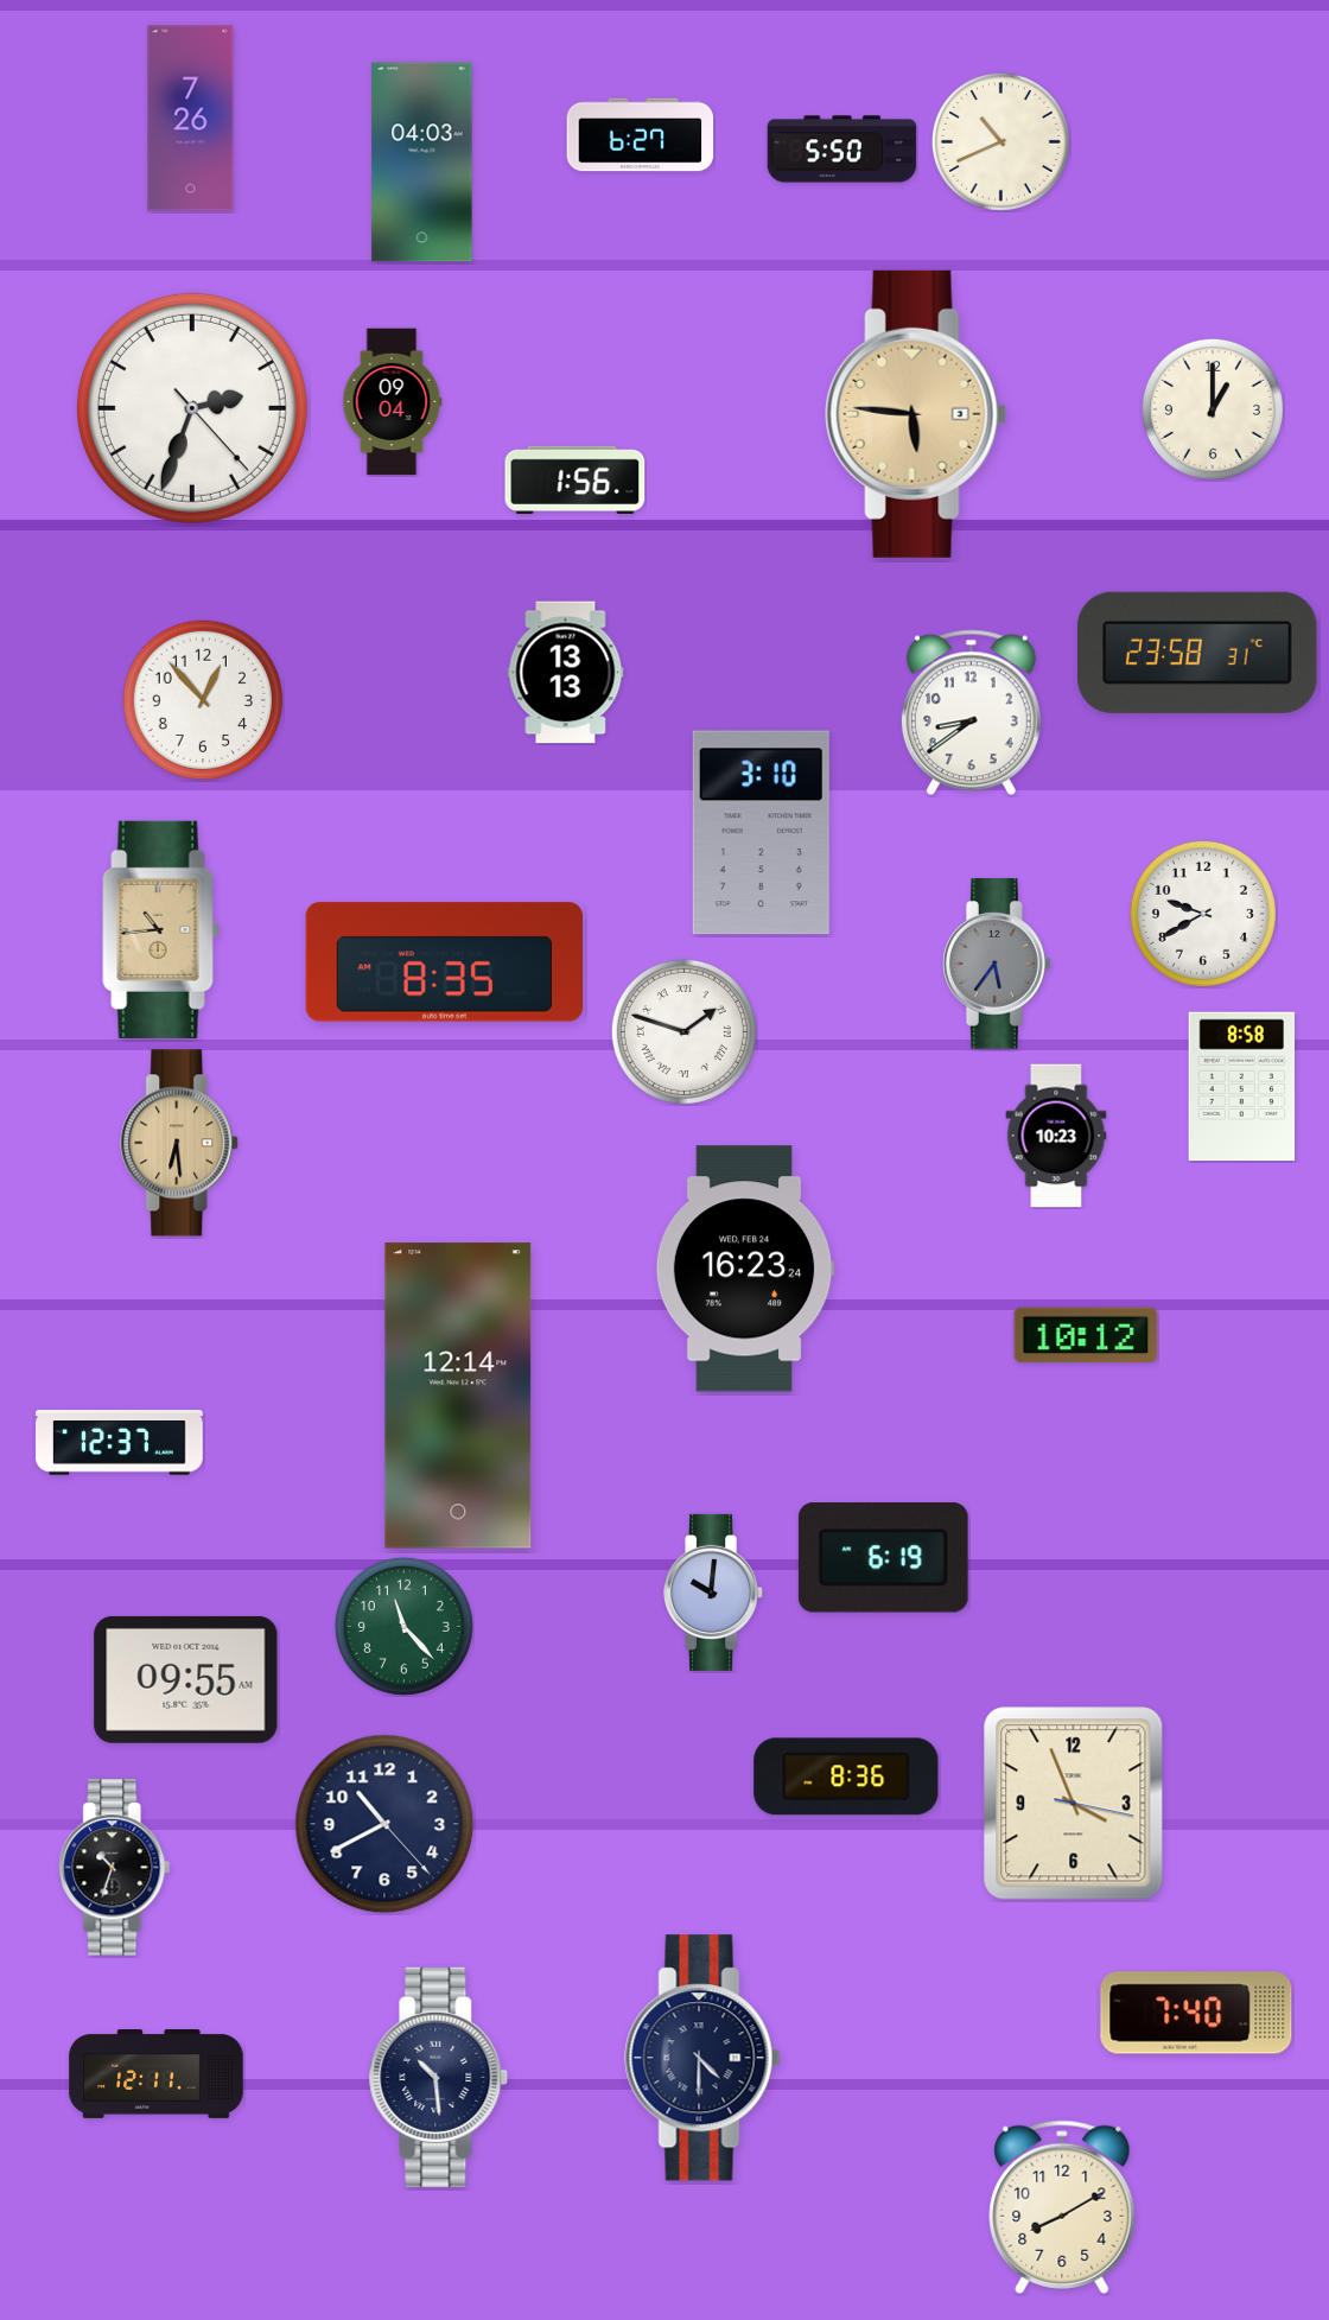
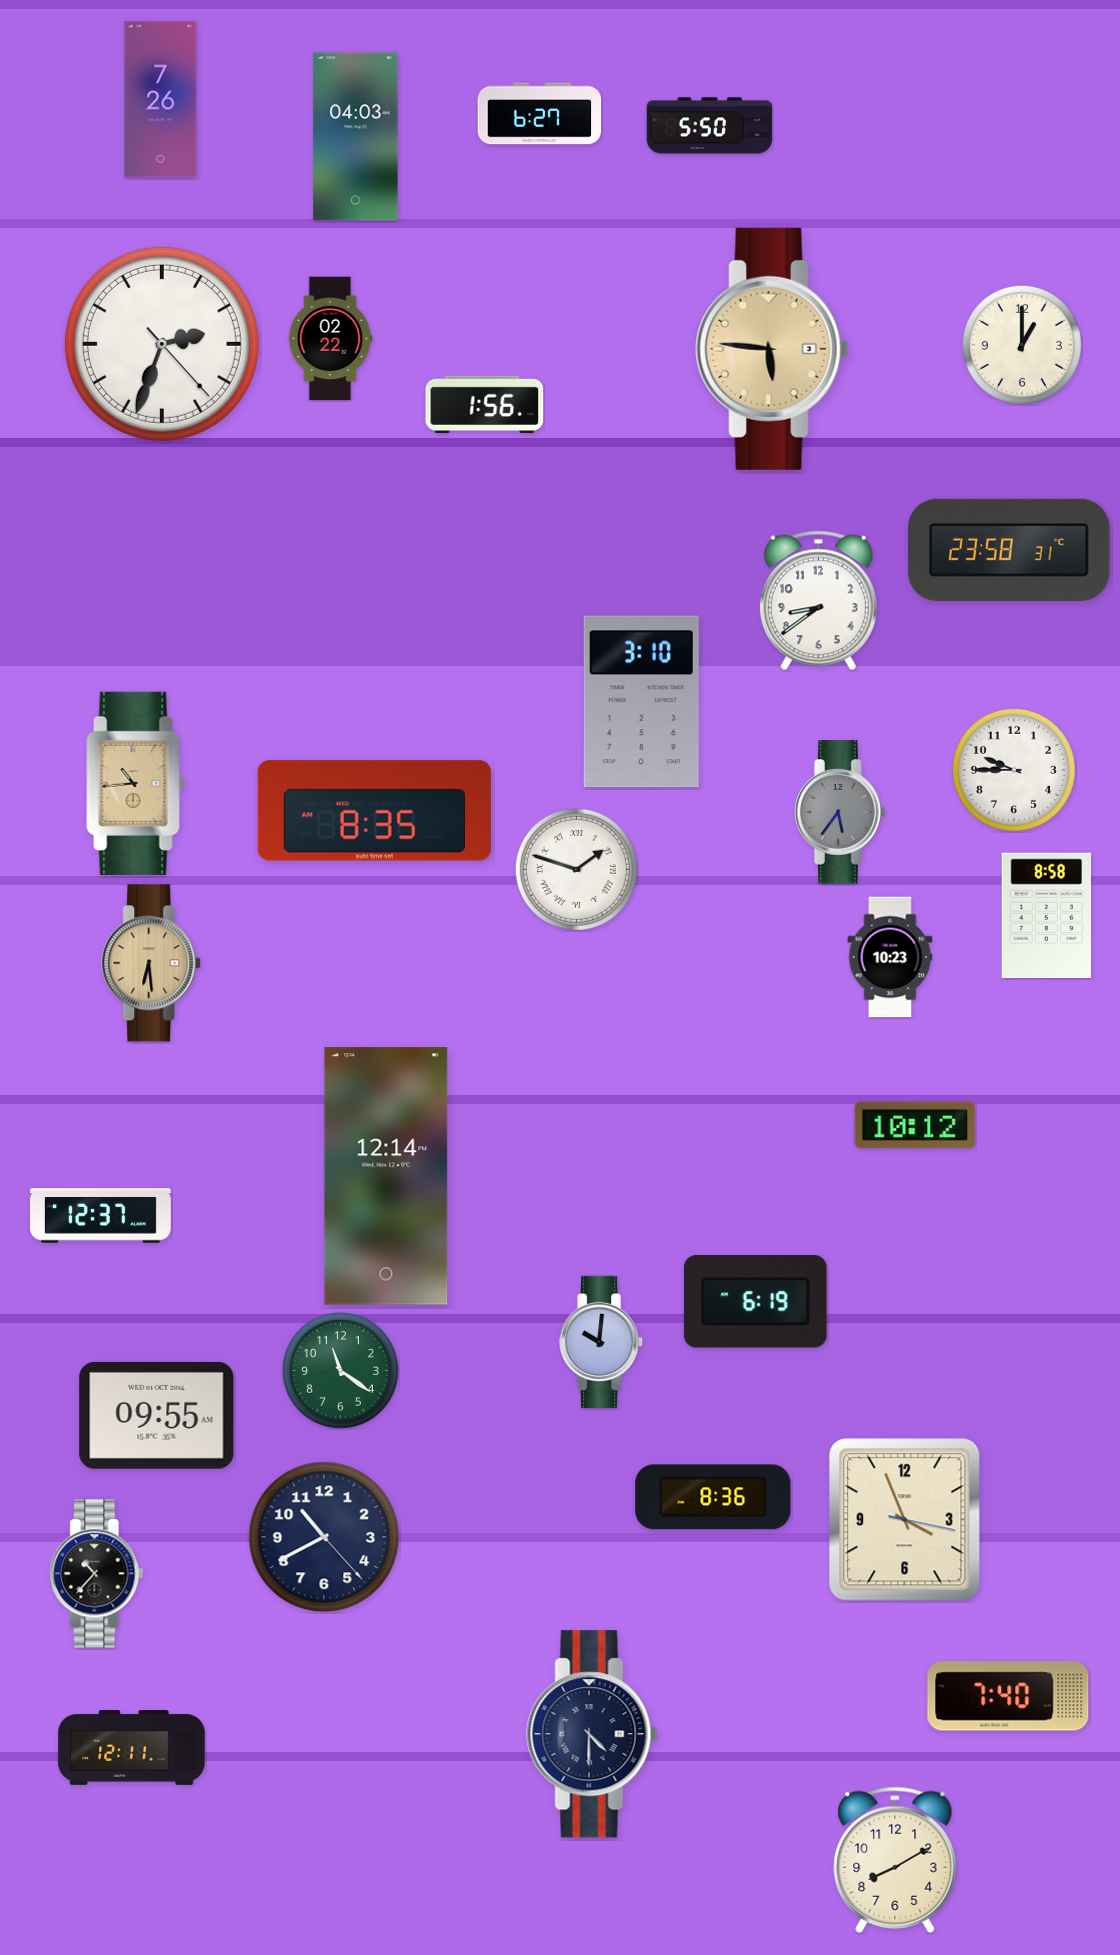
clock at (1000, 141): 10:41 -> none
clock at (392, 402): 09:04 -> 02:22
clock at (566, 673): 13:13 -> none
clock at (203, 700): 12:53 -> none
clock at (1203, 914): 9:40 -> 9:45
clock at (745, 1269): 16:23 -> none
clock at (883, 1558) position: (883, 1558) -> (755, 1302)
clock at (403, 1626): 11:23 -> 11:21
clock at (115, 1868): 10:33 -> 10:37
clock at (439, 2077): 10:29 -> none
